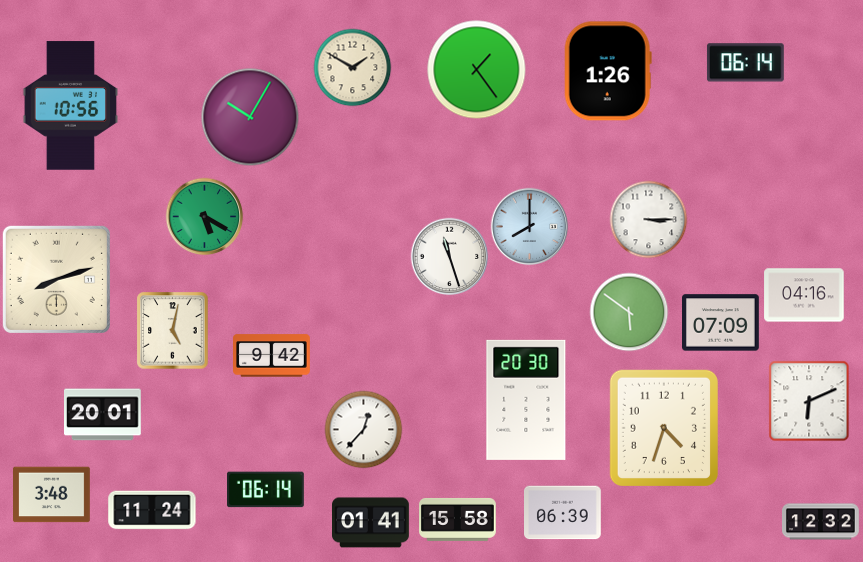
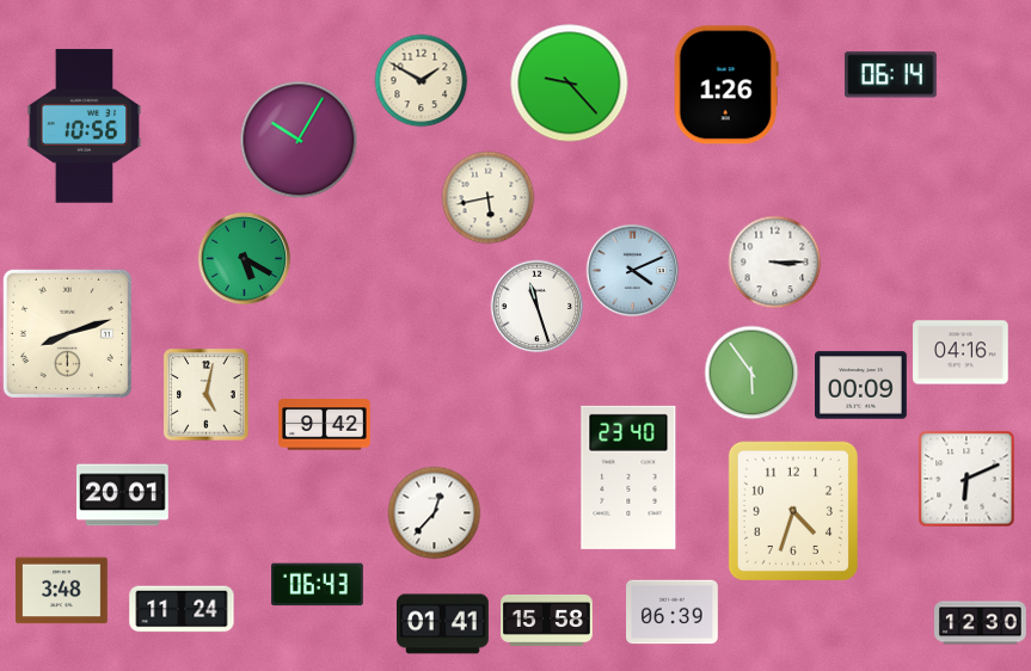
clock at (477, 70): 1:24 -> 9:23
clock at (487, 197): none -> 5:43
clock at (529, 226): 8:00 -> 4:11
clock at (629, 312): 5:51 -> 5:54
clock at (721, 323): 07:09 -> 00:09
clock at (526, 400): 20:30 -> 23:40
clock at (266, 490): 06:14 -> 06:43
clock at (821, 522): 12:32 -> 12:30
